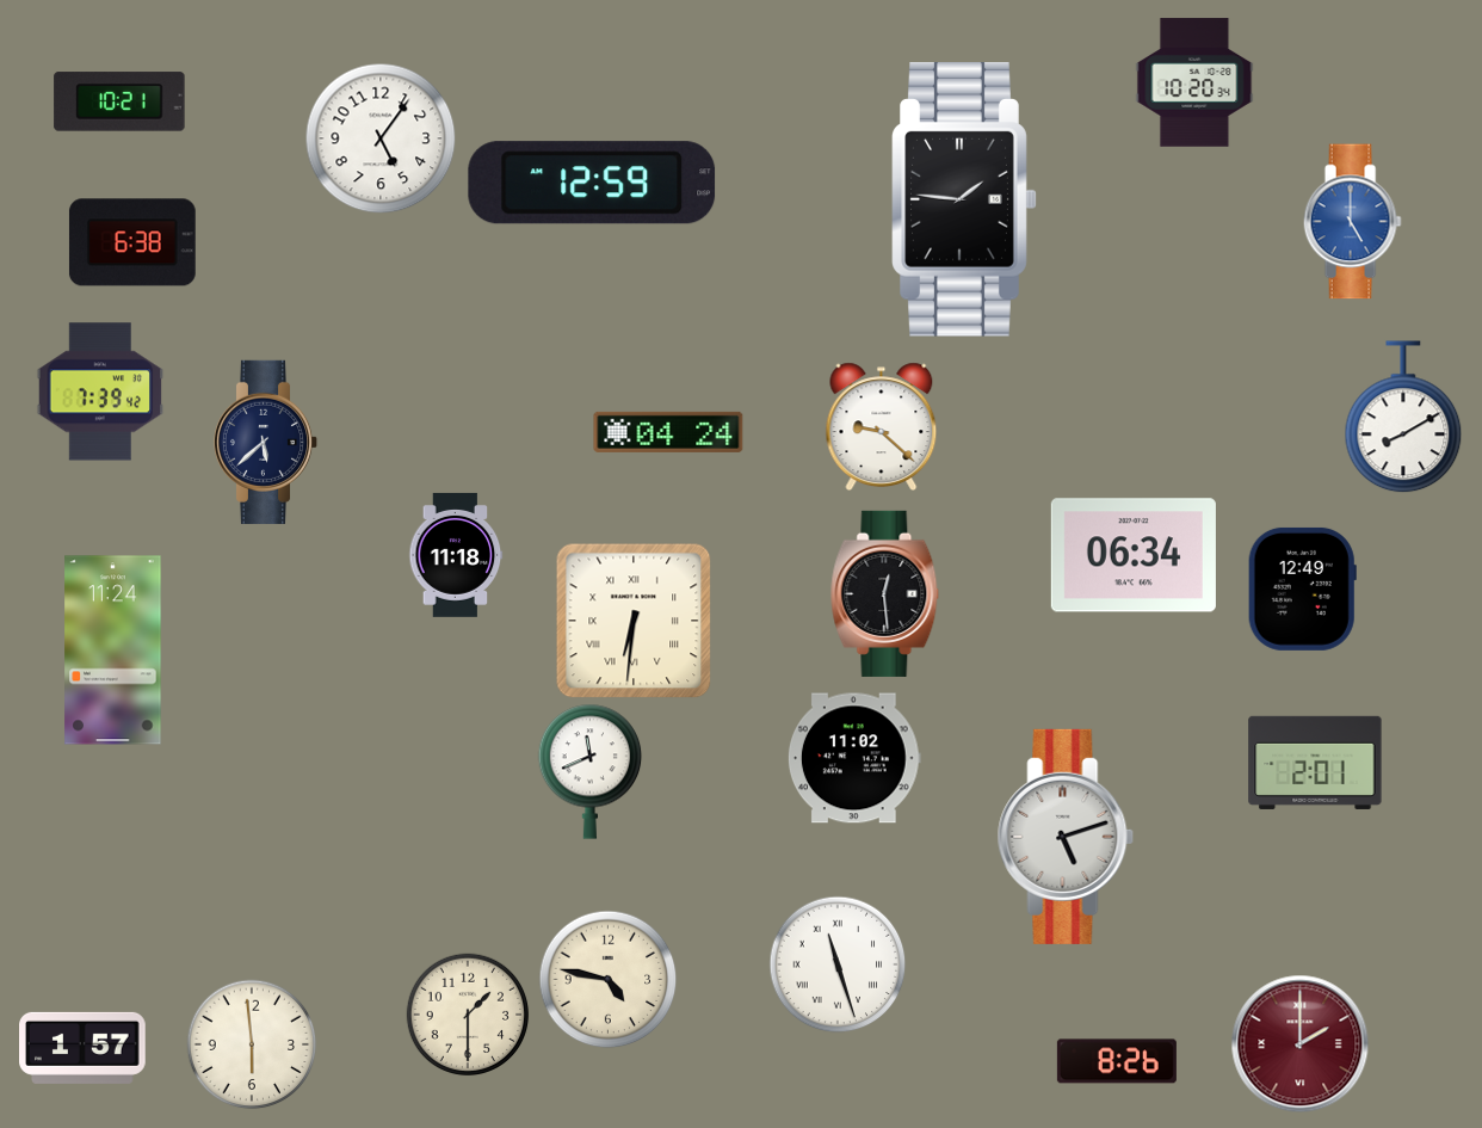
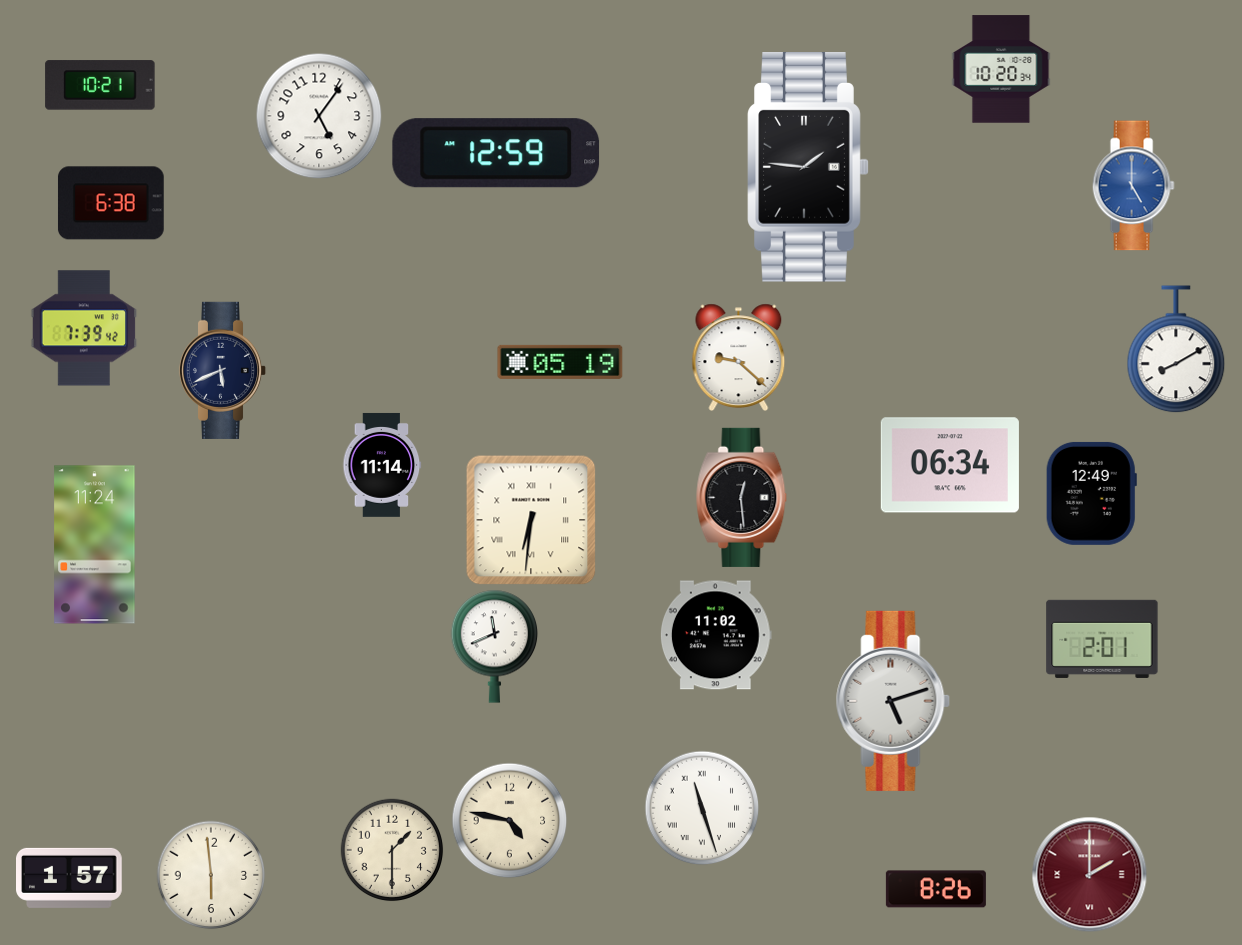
clock at (668, 432): 04:24 -> 05:19
clock at (266, 442): 5:38 -> 5:41
clock at (456, 555): 11:18 -> 11:14
